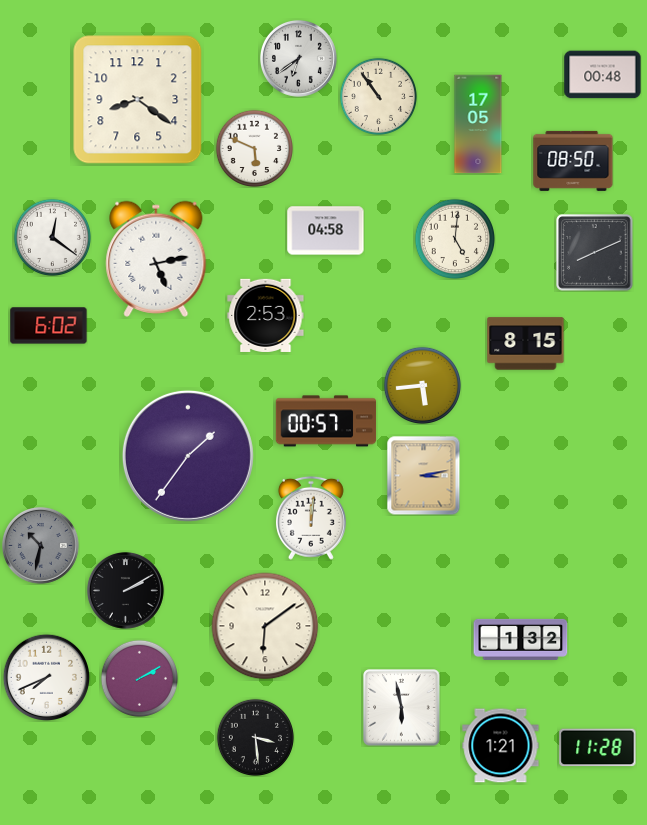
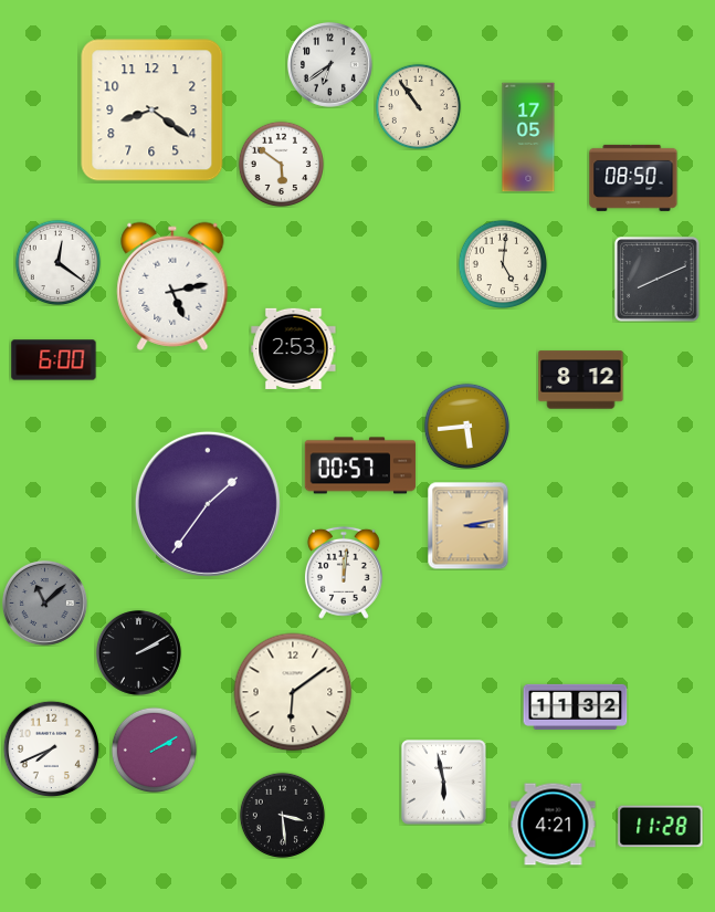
clock at (603, 75): 00:48 -> none
clock at (254, 148): 5:49 -> 5:51
clock at (326, 231): 04:58 -> none
clock at (49, 326): 6:02 -> 6:00
clock at (526, 344): 8:15 -> 8:12
clock at (40, 545): 10:32 -> 11:08
clock at (521, 639): 1:32 -> 11:32
clock at (501, 746): 1:21 -> 4:21
